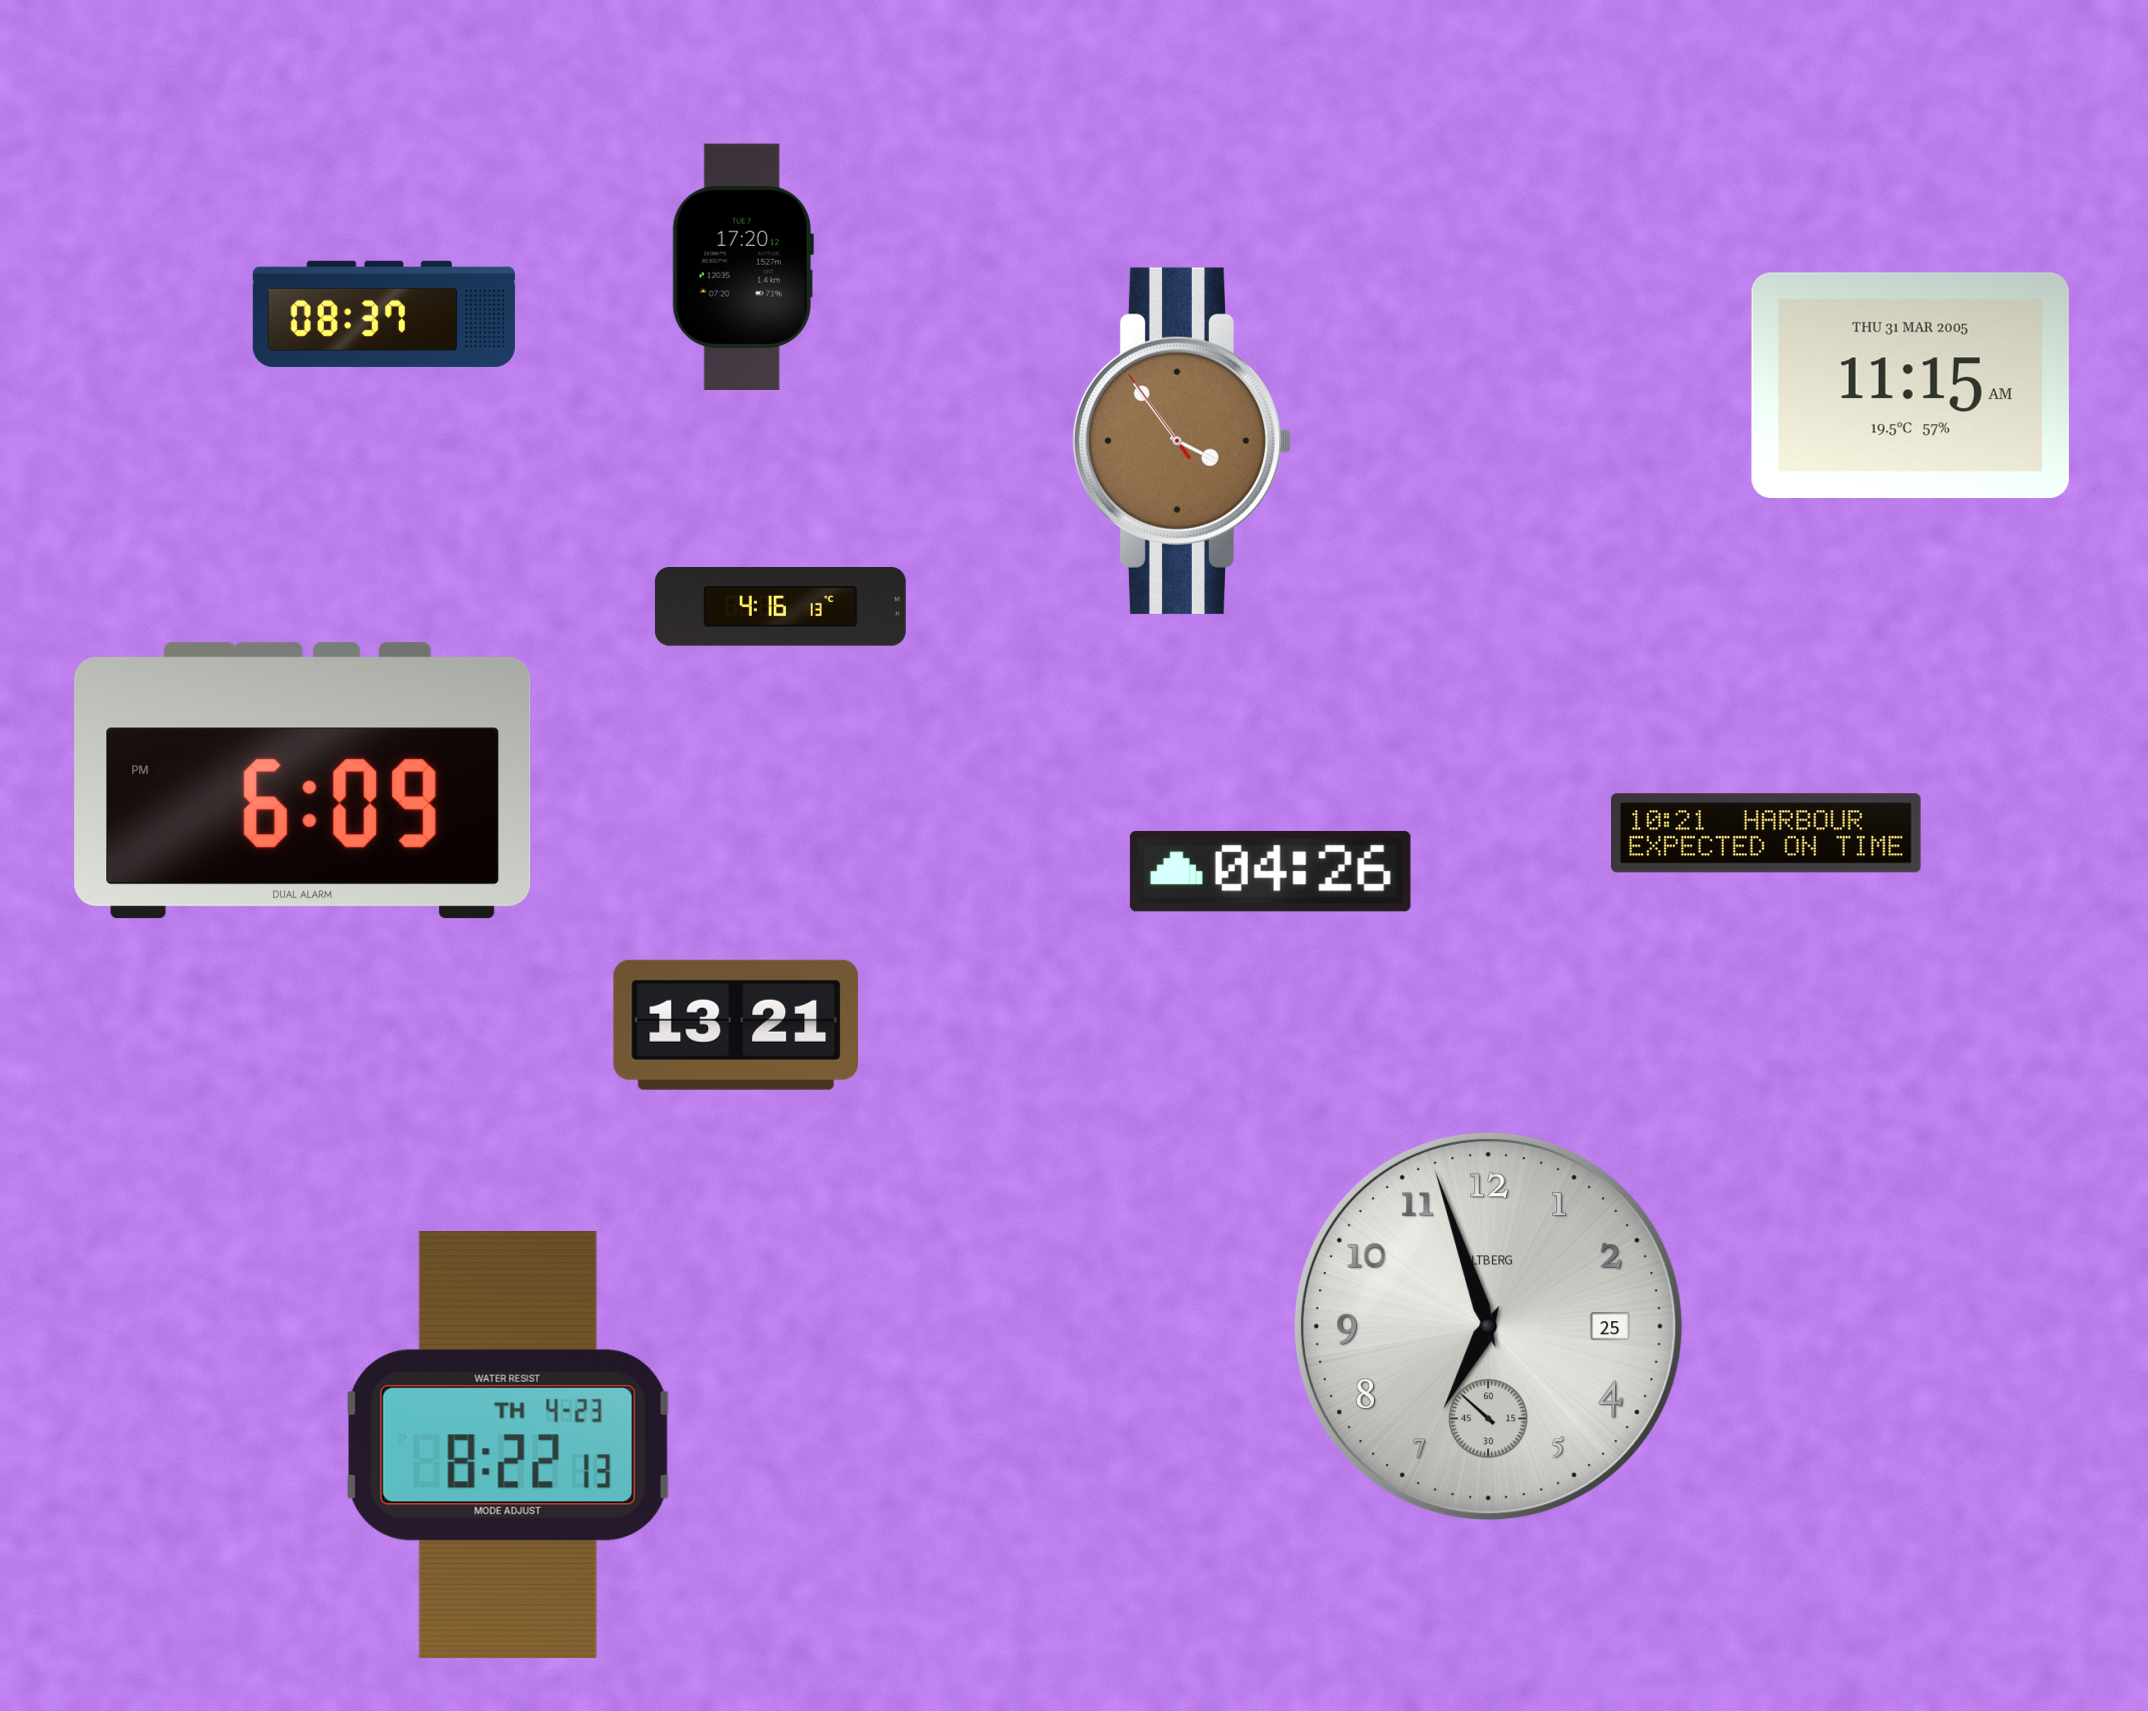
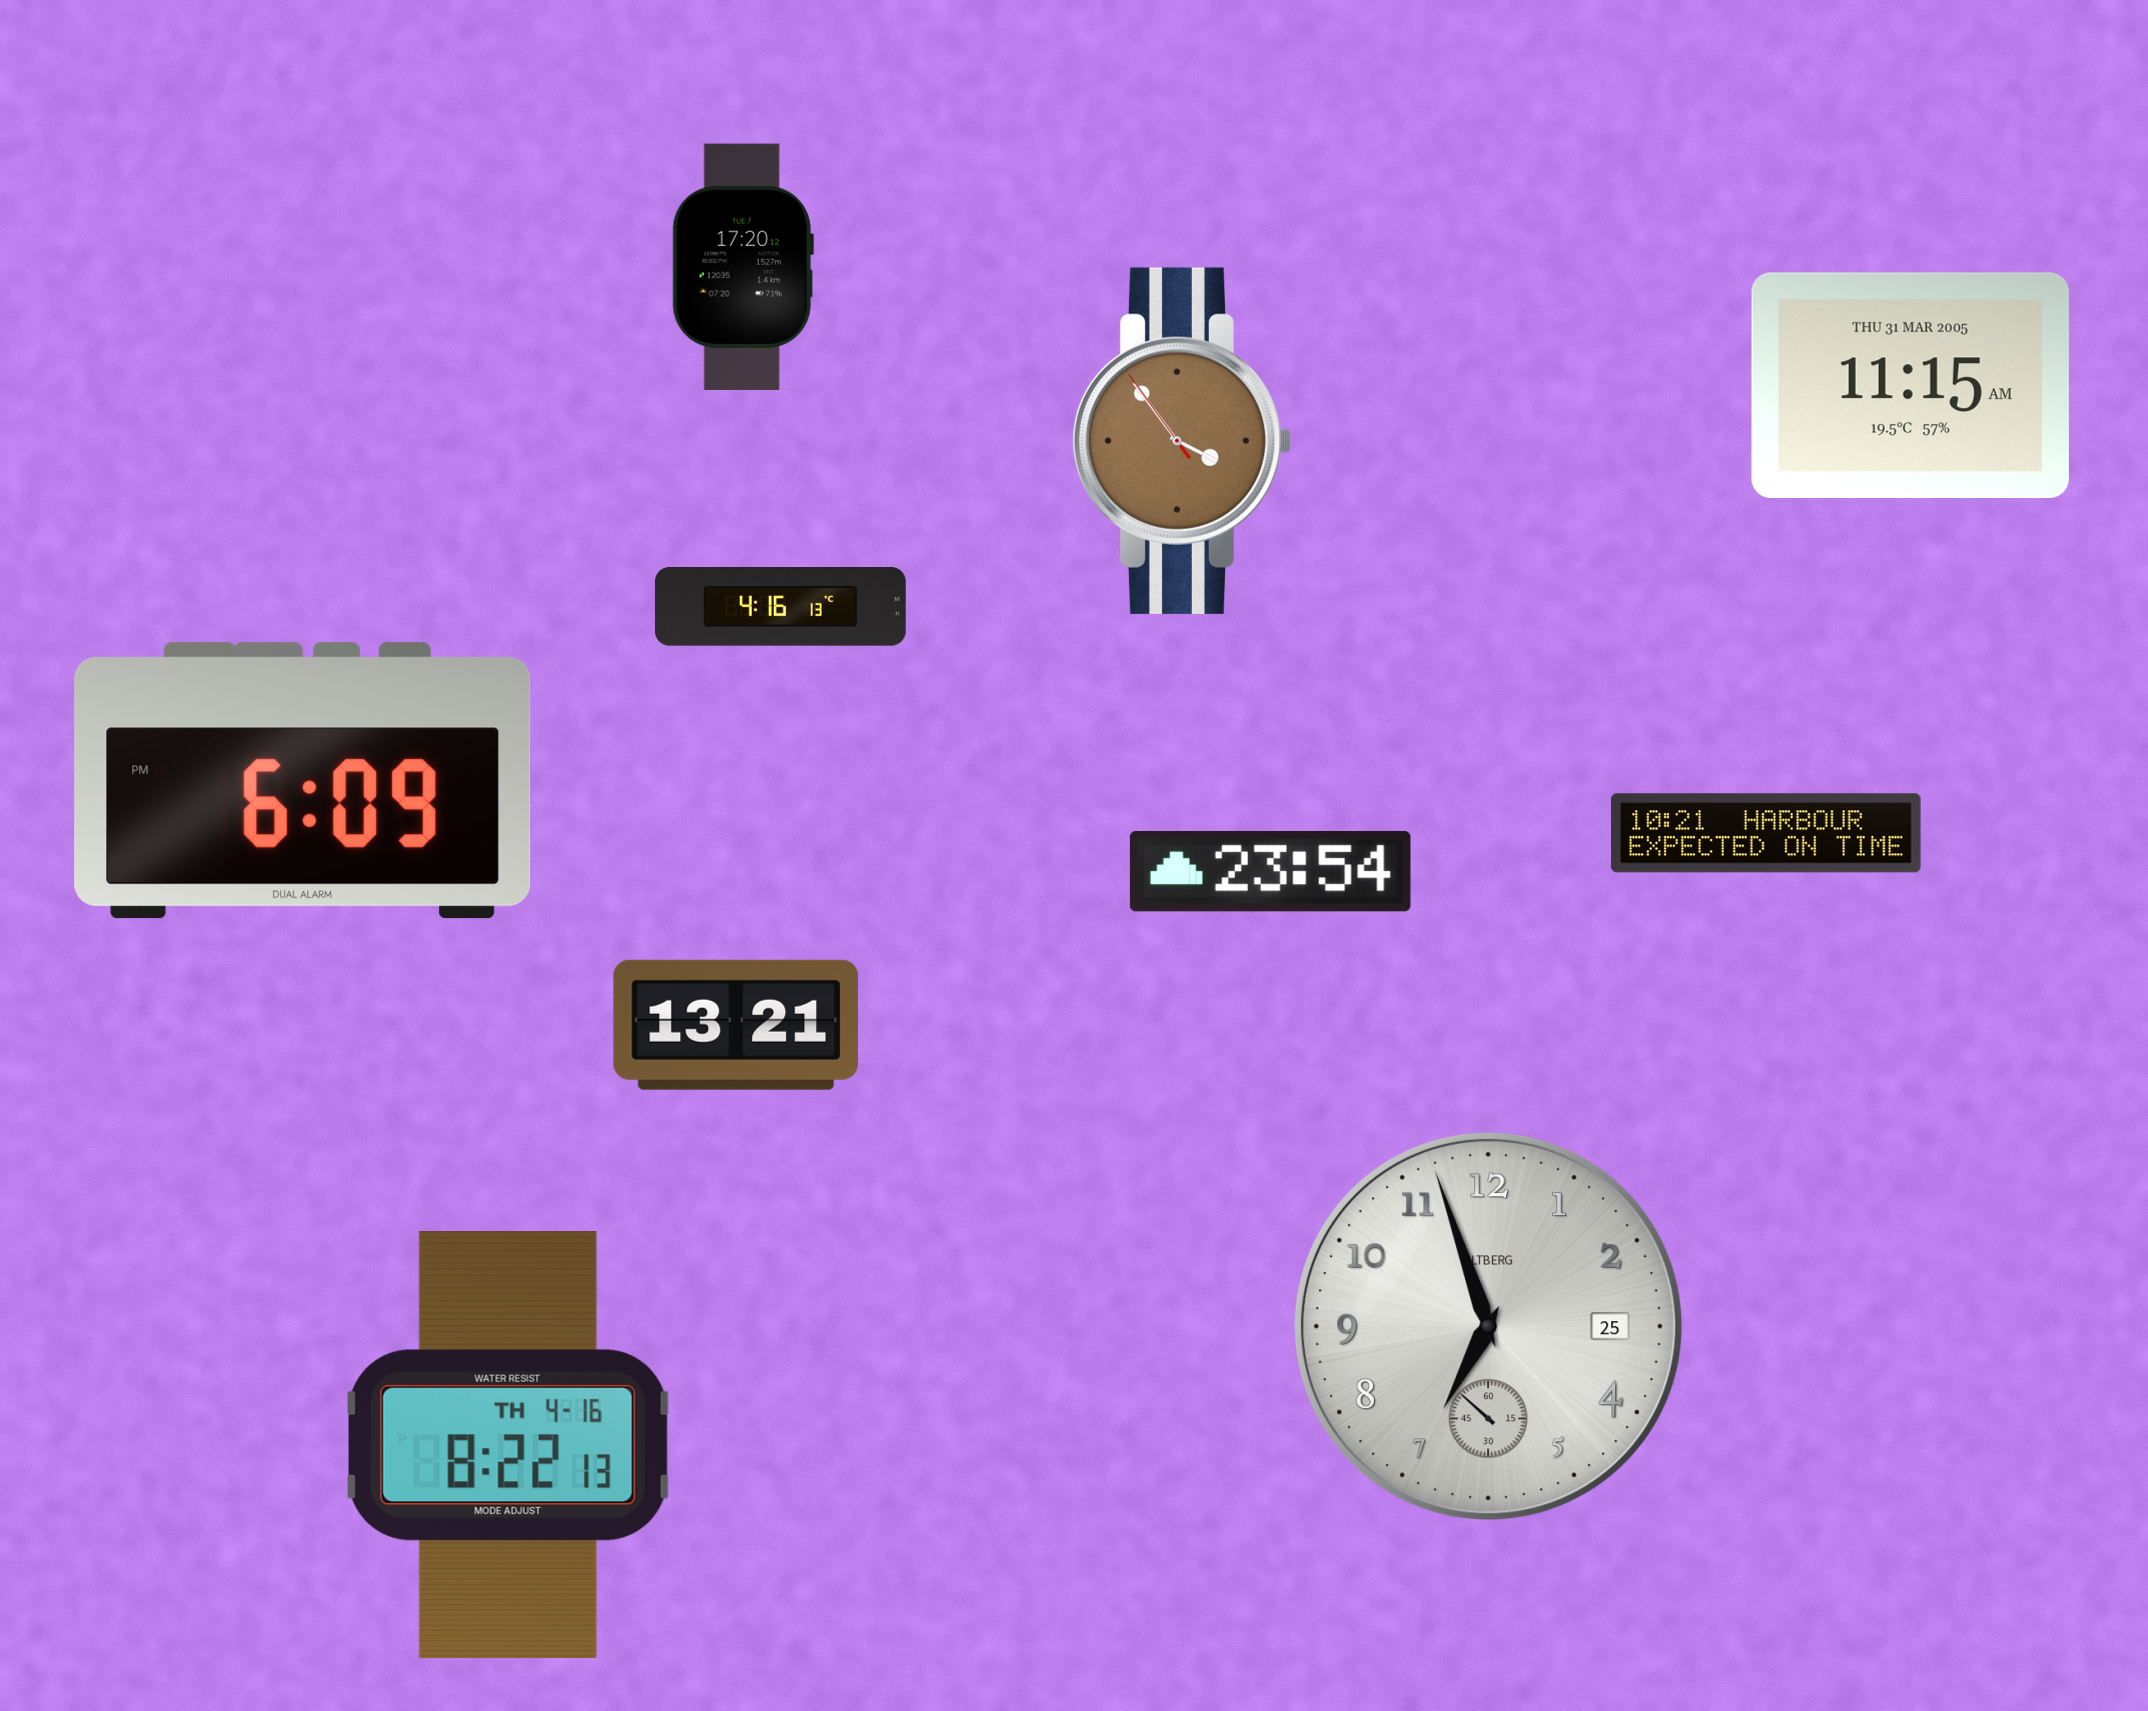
clock at (384, 314): 08:37 -> none
clock at (1270, 871): 04:26 -> 23:54
clock at (508, 1445) date: TH 4-23 -> TH 4-16
